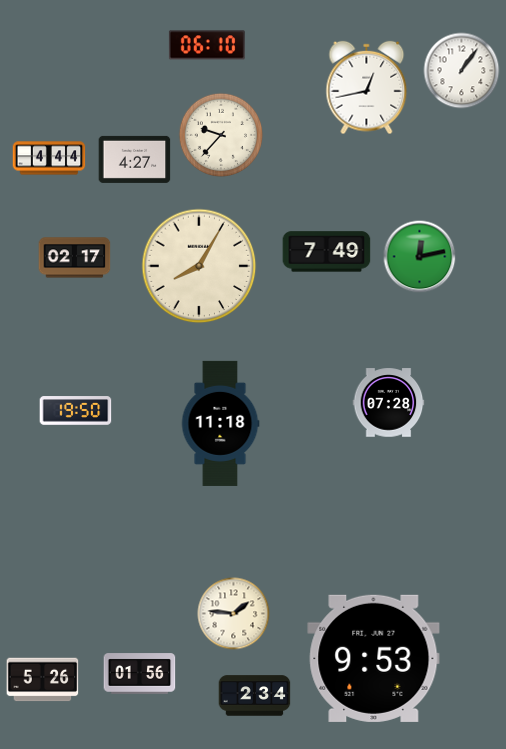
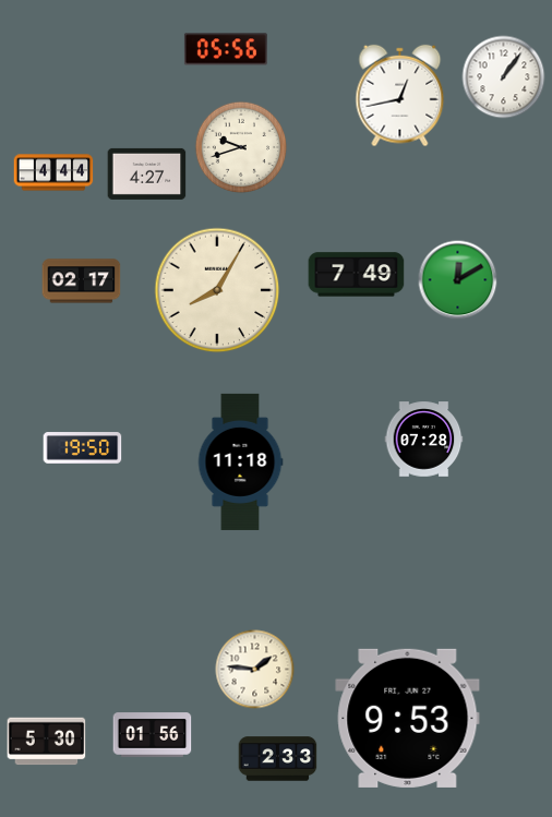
clock at (207, 45): 06:10 -> 05:56
clock at (221, 135): 9:37 -> 9:42
clock at (420, 257): 12:13 -> 12:10
clock at (43, 680): 5:26 -> 5:30
clock at (255, 696): 2:34 -> 2:33
